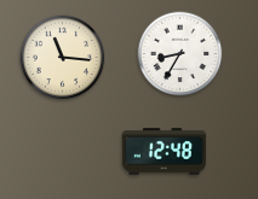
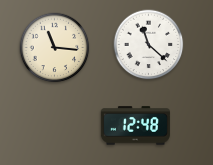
clock at (180, 54): 8:35 -> 11:22
clock at (63, 58) position: (63, 58) -> (55, 48)
